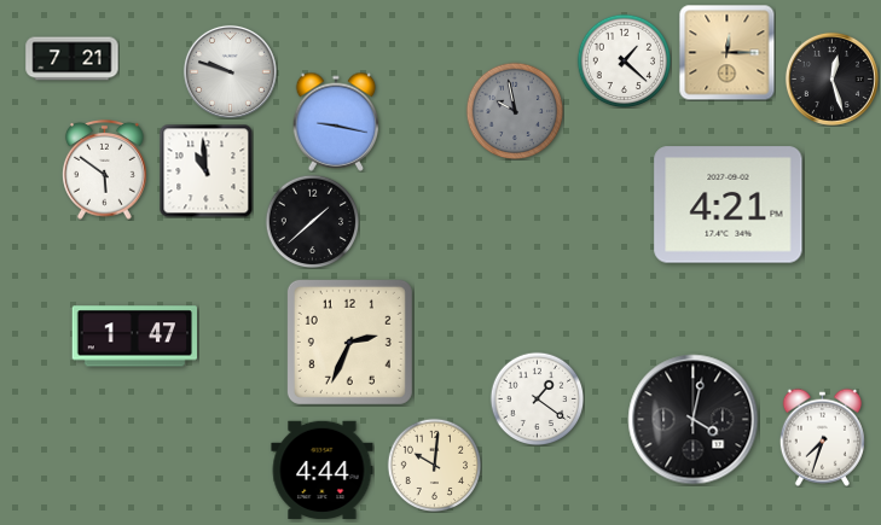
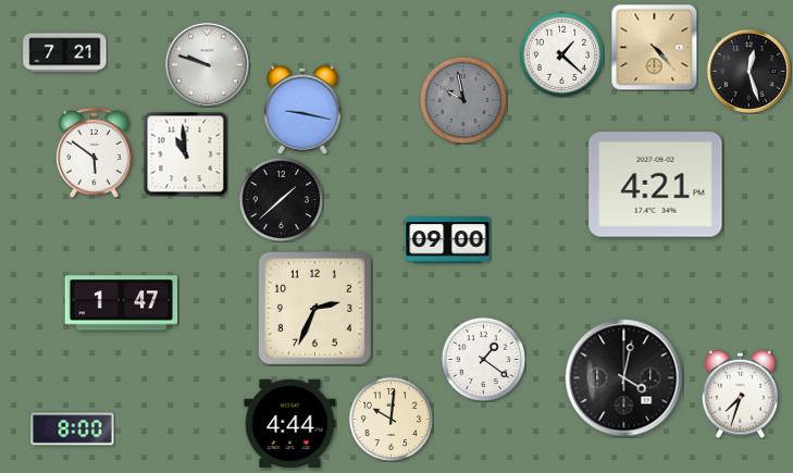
clock at (726, 52): 12:15 -> 4:23
clock at (448, 240): none -> 09:00
clock at (73, 430): none -> 8:00
